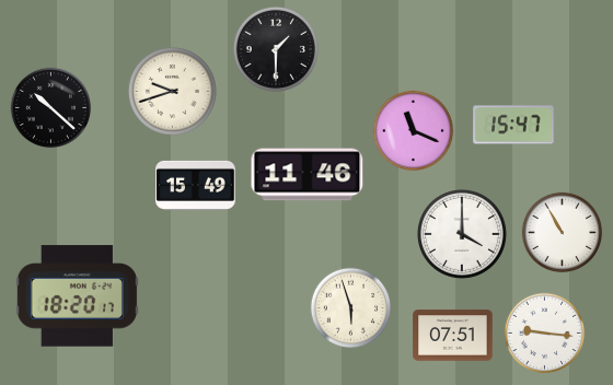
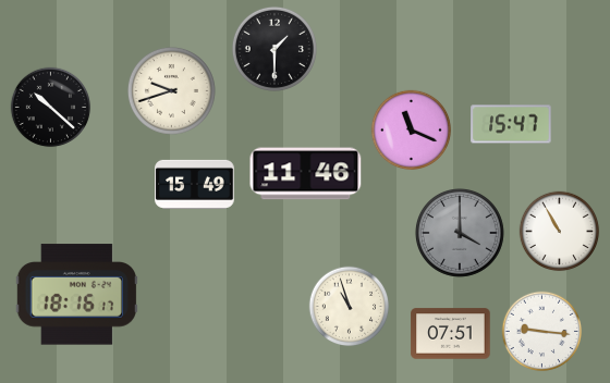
clock at (462, 234) dial: white -> grey
clock at (77, 296): 18:20 -> 18:16
clock at (351, 308): 5:57 -> 10:57
